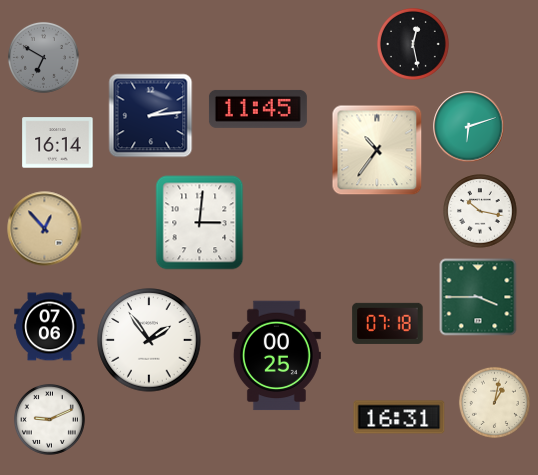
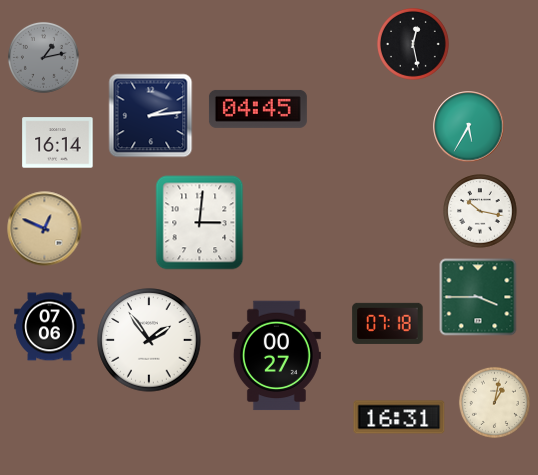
clock at (43, 57): 6:50 -> 1:13
clock at (258, 109): 11:45 -> 04:45
clock at (469, 127): 6:12 -> 5:35
clock at (377, 150): 10:36 -> none
clock at (45, 229): 12:53 -> 12:49
clock at (276, 356): 00:25 -> 00:27
clock at (49, 419): 9:11 -> none
